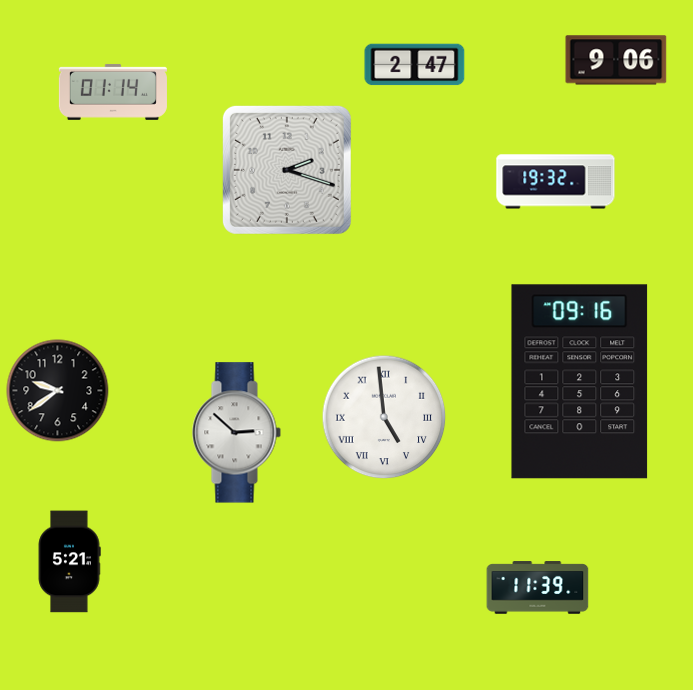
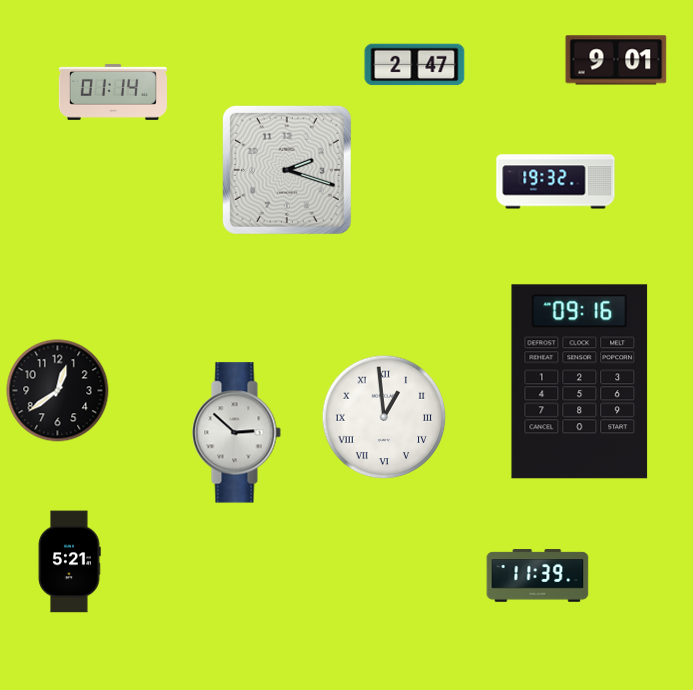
clock at (616, 60): 9:06 -> 9:01
clock at (58, 391): 9:39 -> 12:39
clock at (384, 417): 4:59 -> 12:59
clock at (538, 588) position: (538, 588) -> (538, 576)
